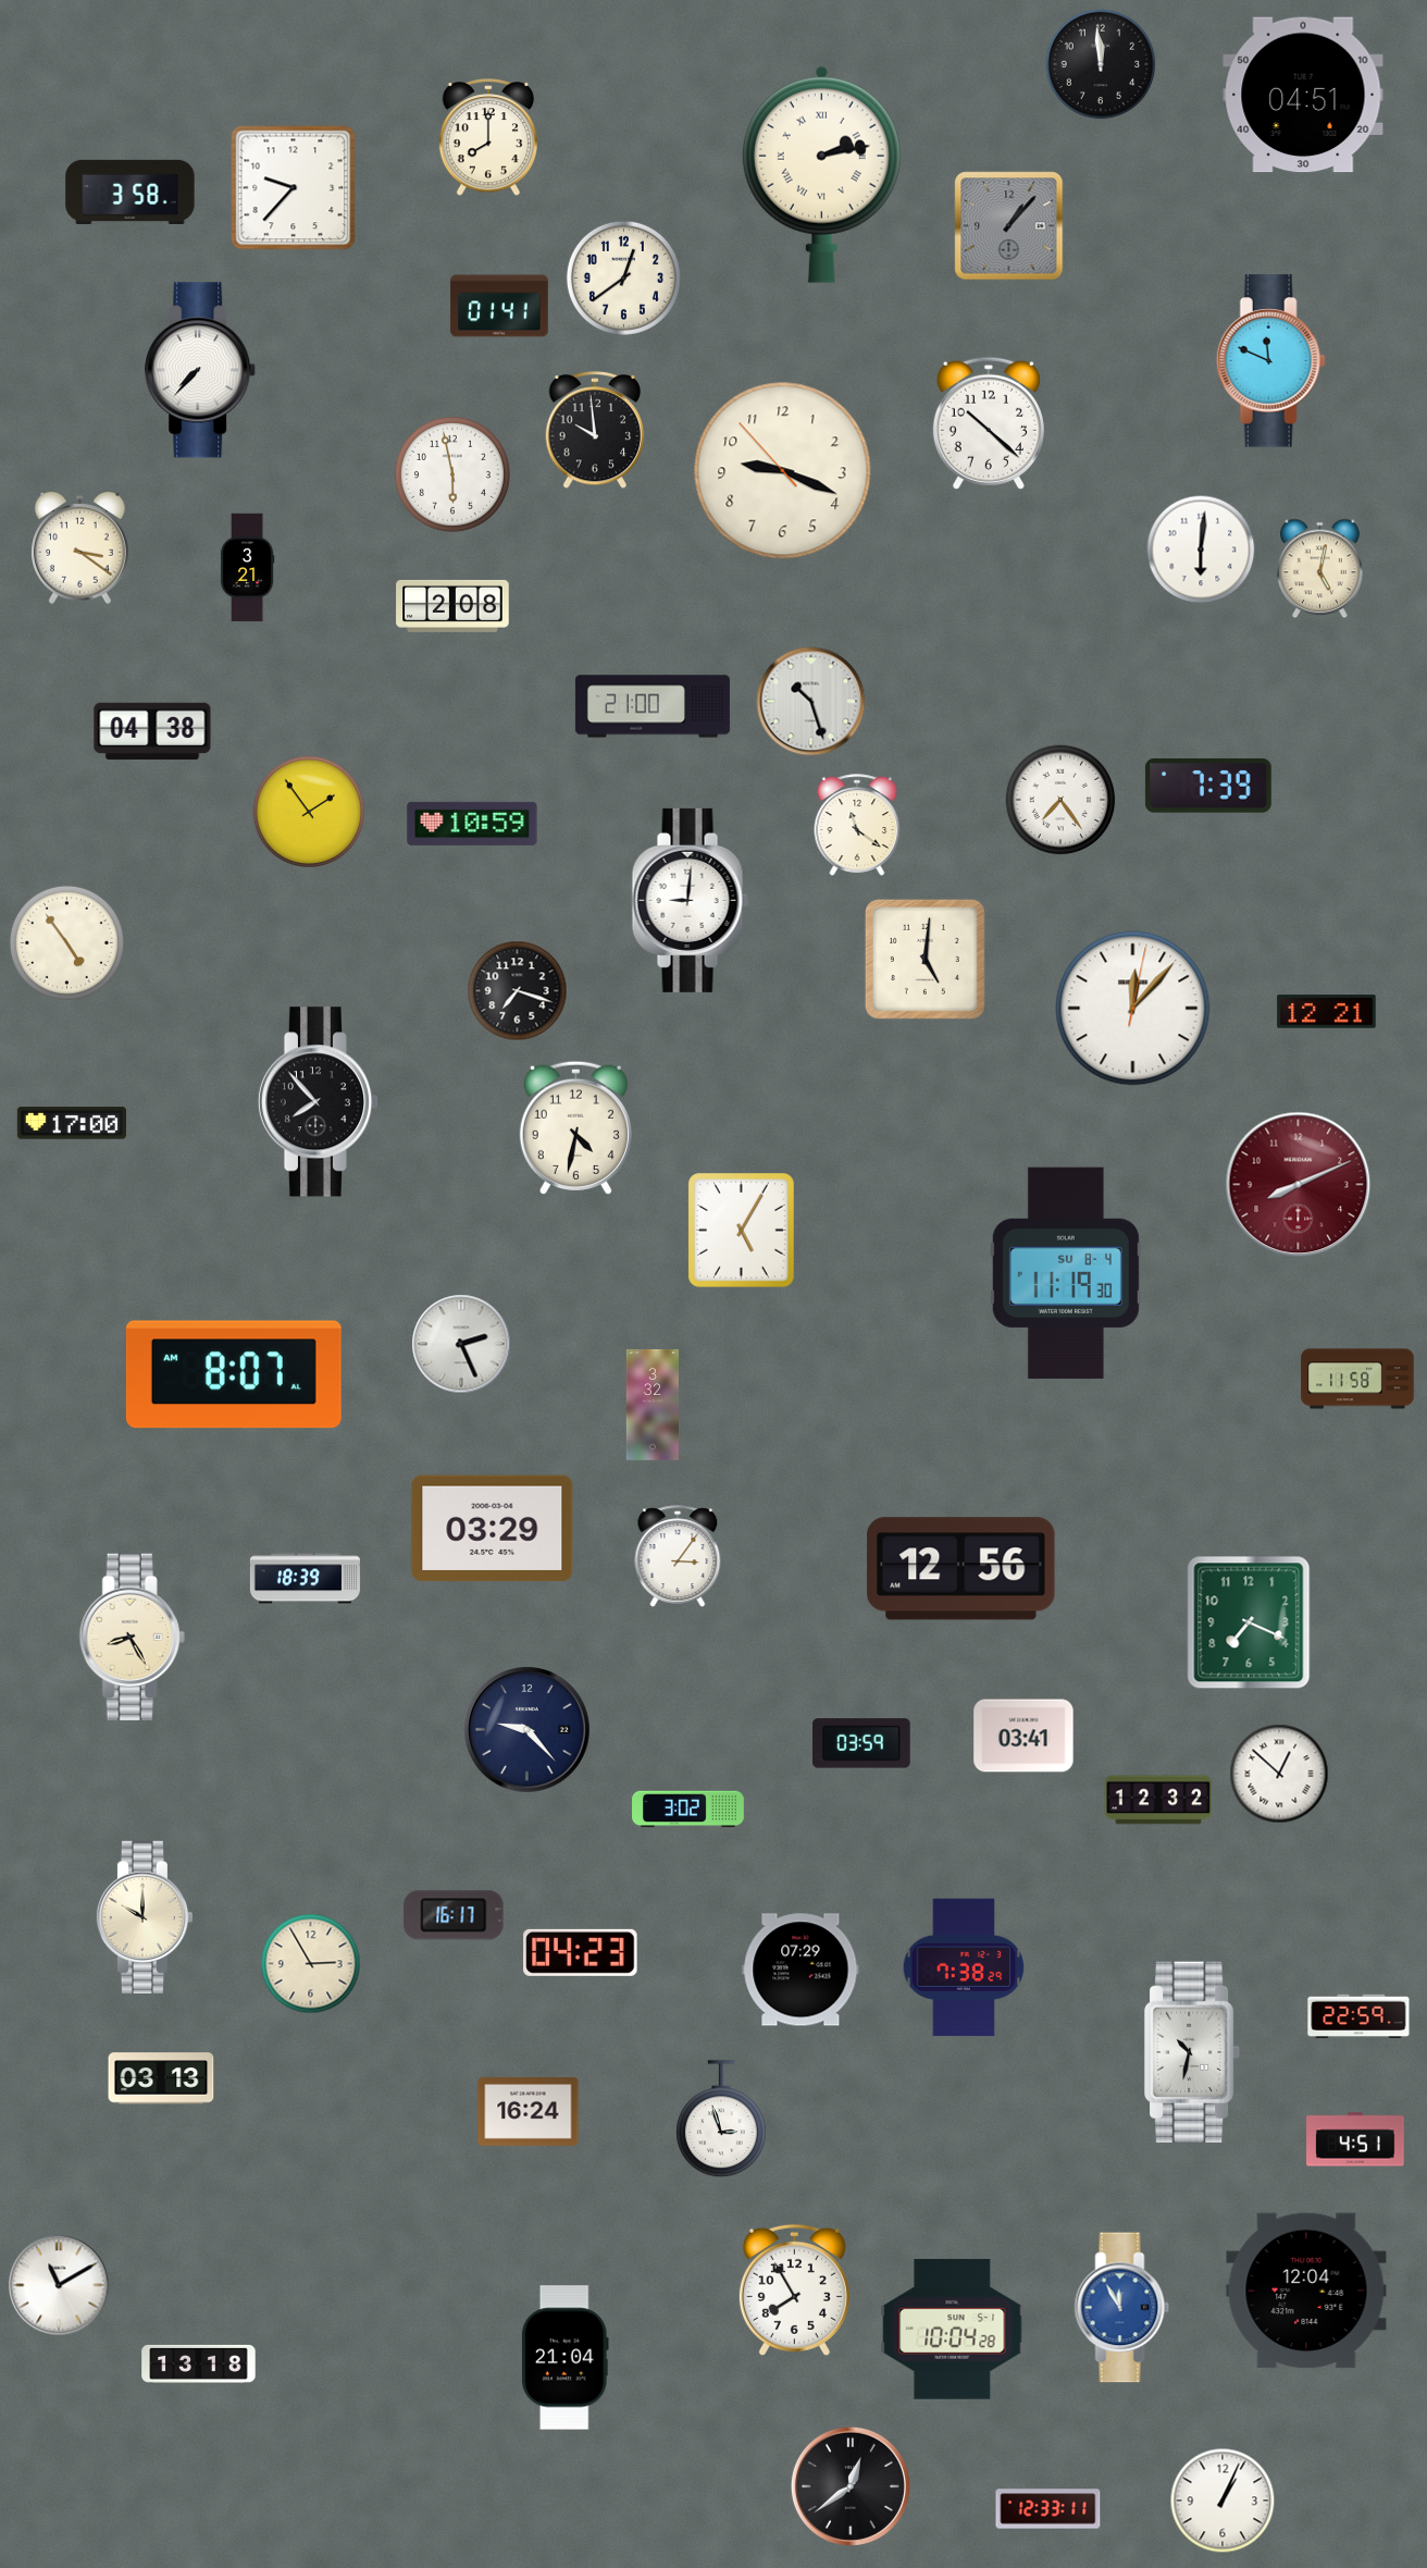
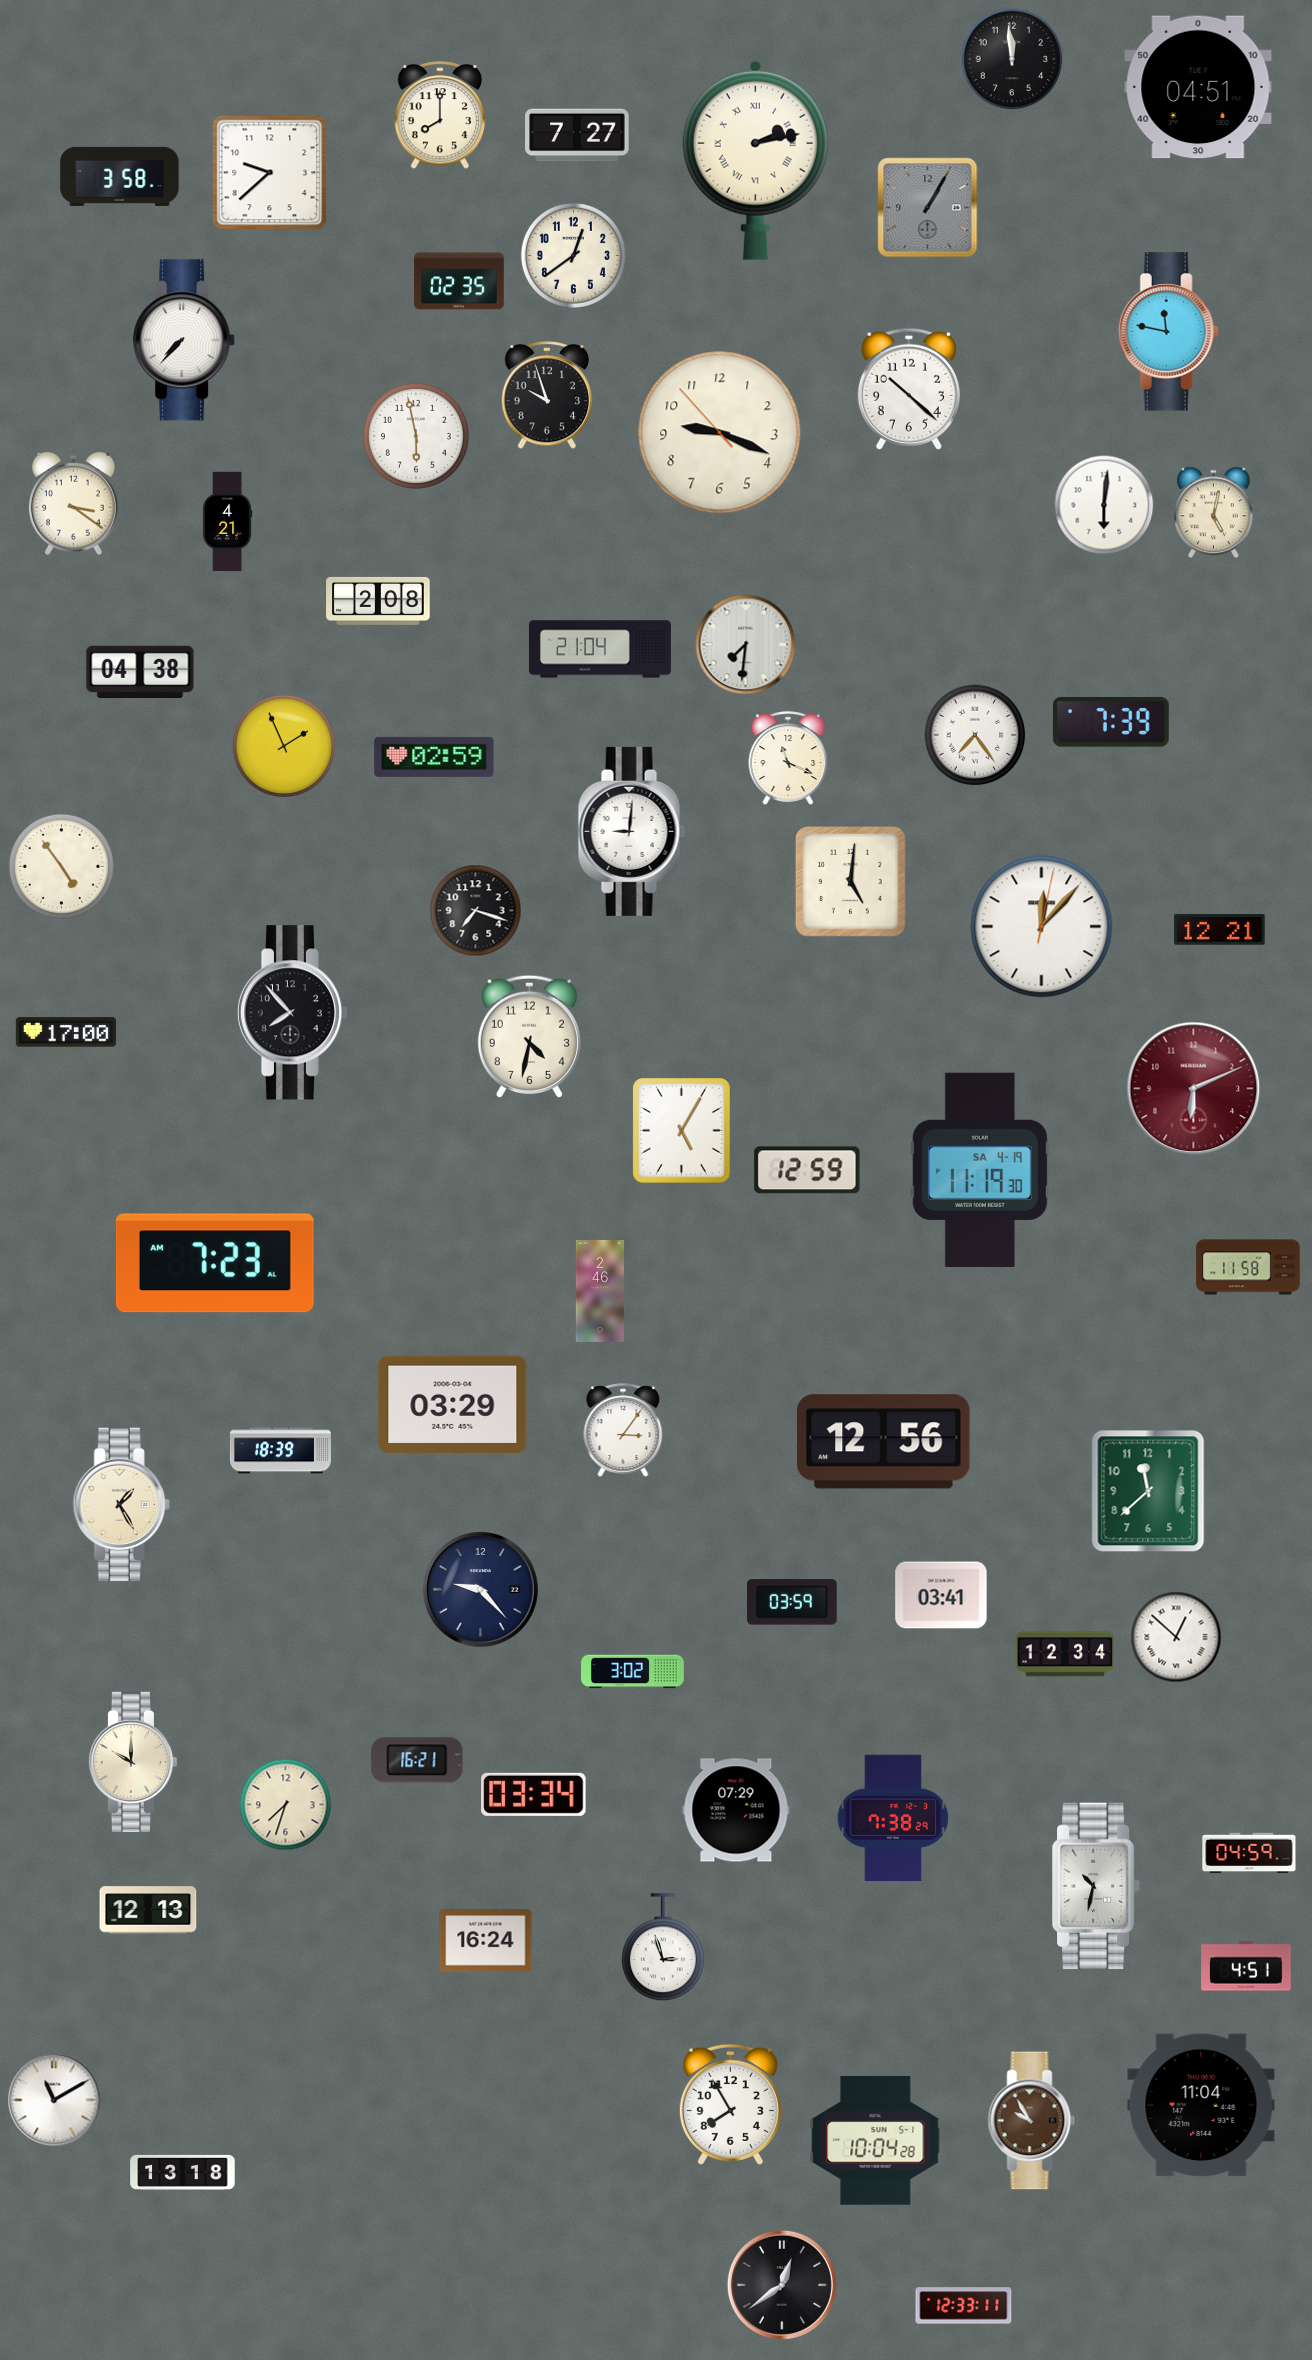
clock at (488, 138) position: (488, 138) -> (440, 116)
clock at (577, 135): none -> 7:27
clock at (294, 188): 9:37 -> 9:38
clock at (1009, 226): 1:07 -> 1:05
clock at (499, 306): 01:41 -> 02:35
clock at (1270, 361): 11:49 -> 11:47
clock at (595, 431): 9:59 -> 9:57
clock at (247, 568): 3:21 -> 4:21
clock at (1320, 569) position: (1320, 569) -> (1214, 513)
clock at (452, 606) position: (452, 606) -> (378, 601)
clock at (811, 702): 10:27 -> 7:31
clock at (653, 706): 21:00 -> 21:04
clock at (309, 812): 1:54 -> 1:56
clock at (472, 824): 10:59 -> 02:59
clock at (857, 825): 11:21 -> 11:19
clock at (690, 900) position: (690, 900) -> (631, 831)
clock at (1299, 1185): 8:11 -> 6:11
clock at (807, 1170): none -> 12:59
clock at (1066, 1273) date: SU 8-4 -> SA 4-19
clock at (461, 1344): 2:26 -> none
clock at (234, 1374): 8:07 -> 7:23
clock at (653, 1405): 3:32 -> 2:46
clock at (1249, 1622): 7:19 -> 11:38
clock at (132, 1637): 8:25 -> 1:25
clock at (528, 1730) position: (528, 1730) -> (481, 1590)
clock at (1279, 1774) position: (1279, 1774) -> (1176, 1637)
clock at (1158, 1800): 12:32 -> 12:34
clock at (688, 1810) position: (688, 1810) -> (633, 1672)
clock at (454, 1915): 16:17 -> 16:21
clock at (581, 1952): 04:23 -> 03:34
clock at (311, 1964): 2:55 -> 7:33
clock at (964, 1967) position: (964, 1967) -> (893, 1818)
clock at (1358, 2016): 22:59 -> 04:59
clock at (161, 2078): 03:13 -> 12:13
clock at (1306, 2291): 12:04 -> 11:04
clock at (1122, 2308): 11:55 -> 9:55
clock at (1122, 2308) dial: blue -> brown
clock at (566, 2358): 21:04 -> none
clock at (1223, 2501): 1:04 -> none
